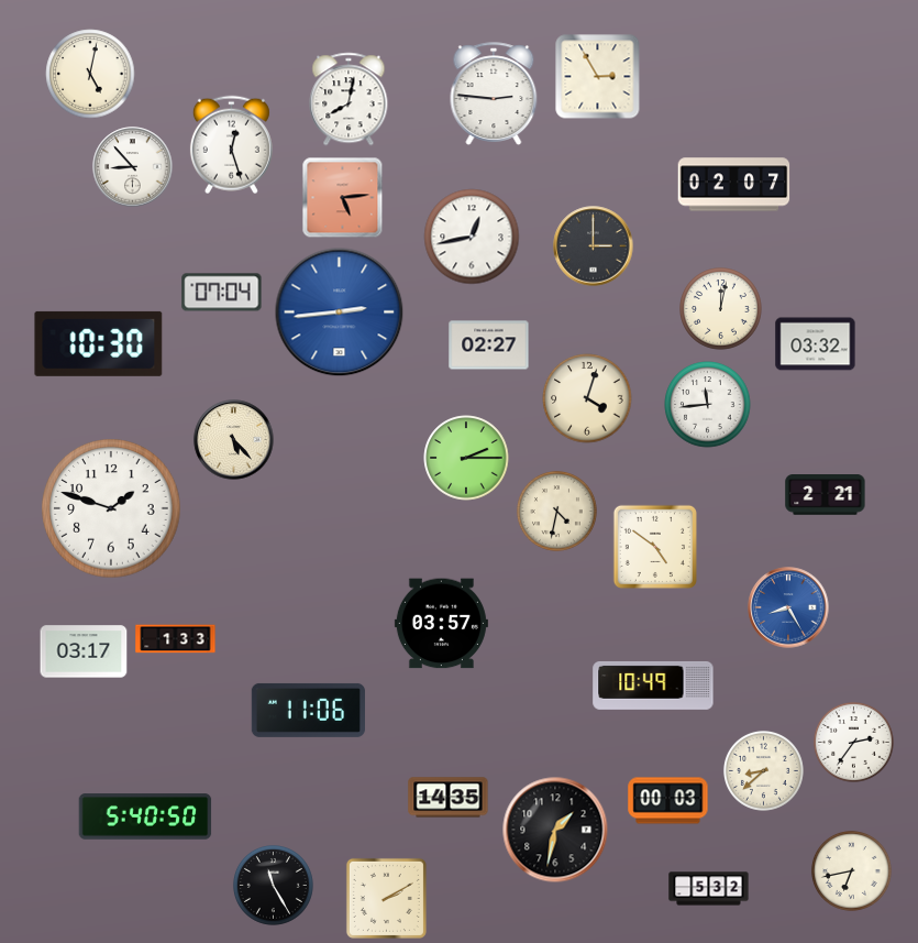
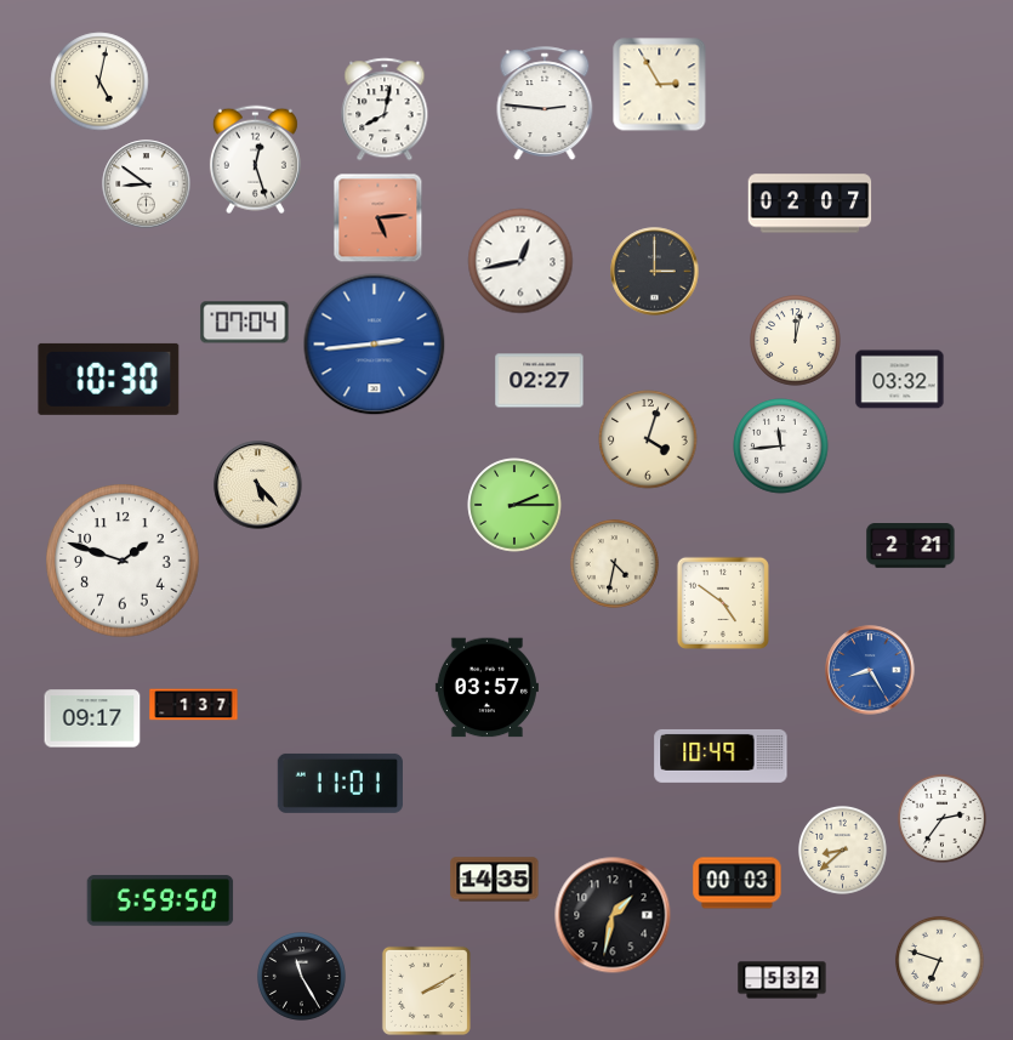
clock at (133, 167): 8:53 -> 8:51
clock at (176, 639): 1:33 -> 1:37
clock at (84, 651): 03:17 -> 09:17
clock at (308, 710): 11:06 -> 11:01
clock at (145, 816): 5:40 -> 5:59
clock at (851, 870): 6:43 -> 6:48
